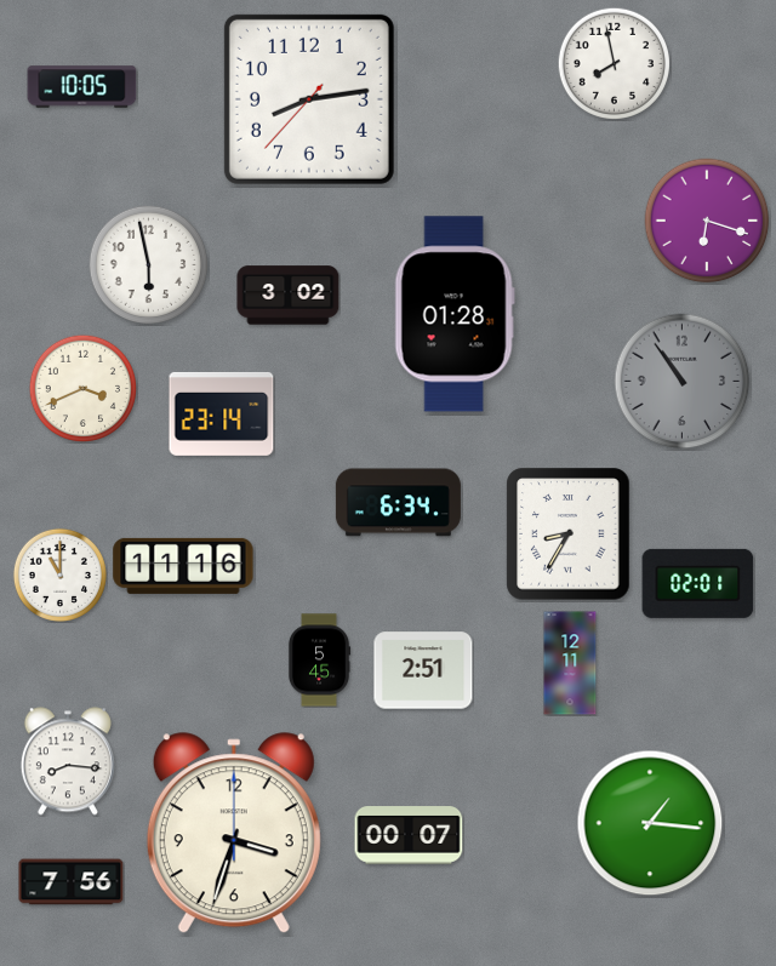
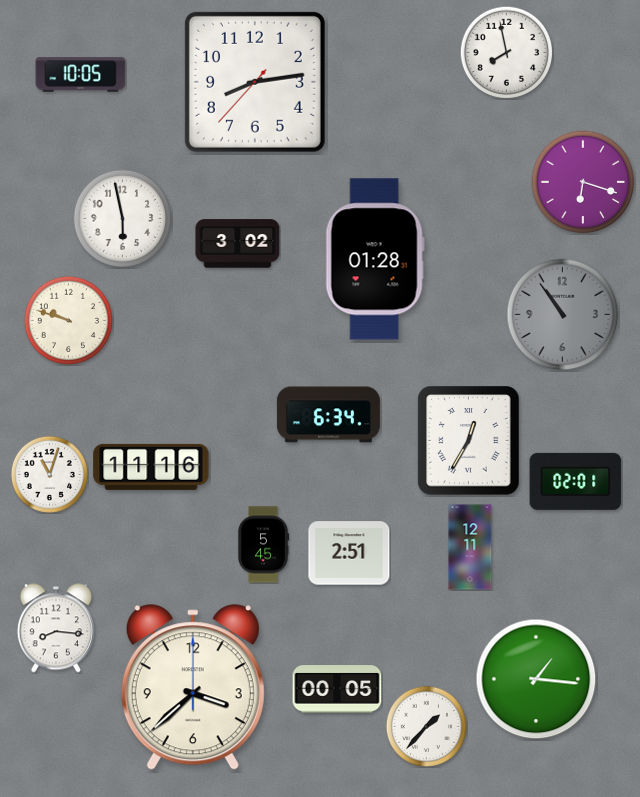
clock at (82, 87) position: (82, 87) -> (81, 75)
clock at (82, 388): 3:41 -> 9:48
clock at (222, 413): 23:14 -> none
clock at (569, 535): 8:35 -> 12:35
clock at (59, 575): 11:00 -> 11:03
clock at (234, 834): 3:33 -> 3:38
clock at (409, 835): 00:07 -> 00:05
clock at (426, 726): none -> 1:37
clock at (72, 882): 7:56 -> none
